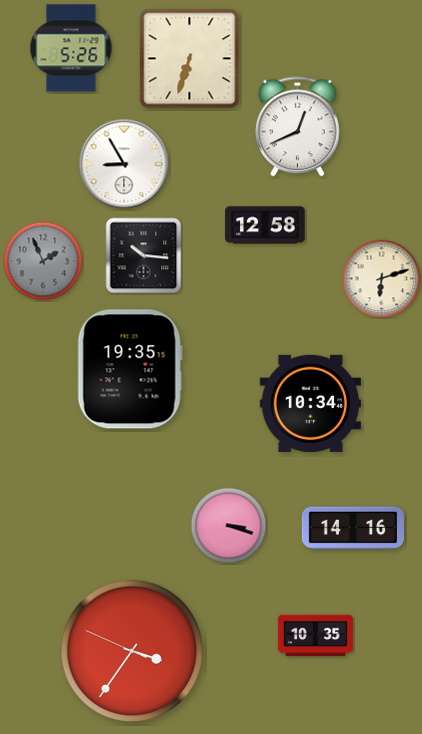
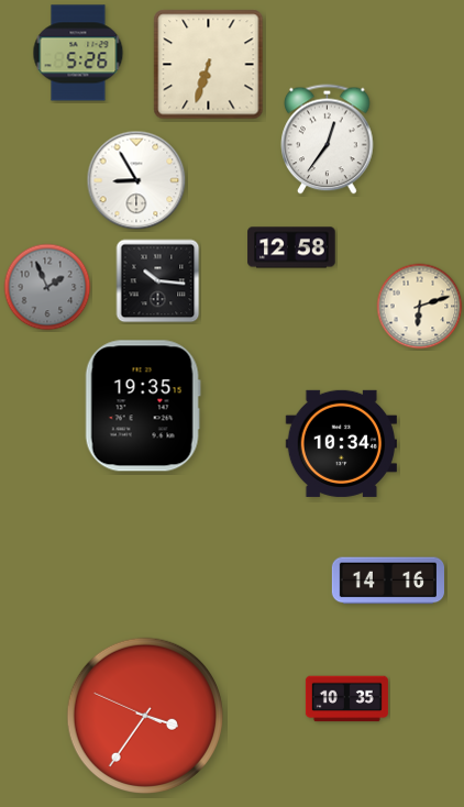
clock at (298, 127): 12:41 -> 12:36
clock at (229, 526): 3:18 -> none
